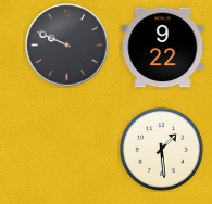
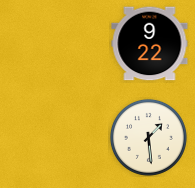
clock at (67, 46): 9:49 -> none
